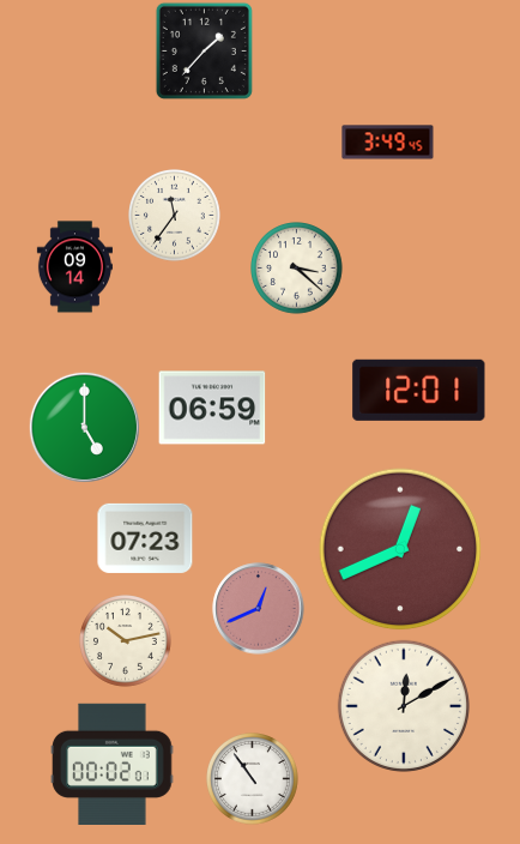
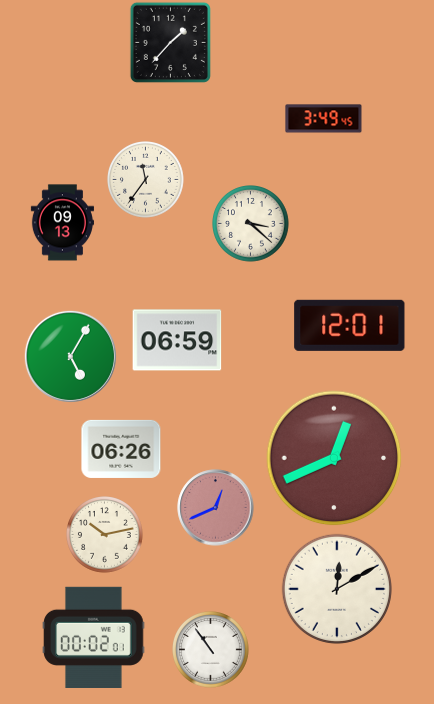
clock at (74, 267): 09:14 -> 09:13
clock at (297, 269) position: (297, 269) -> (251, 224)
clock at (84, 427): 5:00 -> 5:05
clock at (145, 538): 07:23 -> 06:26
